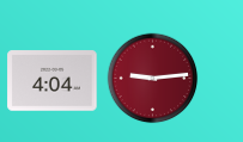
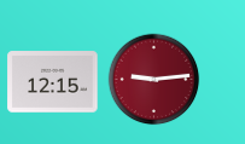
clock at (53, 81): 4:04 -> 12:15
